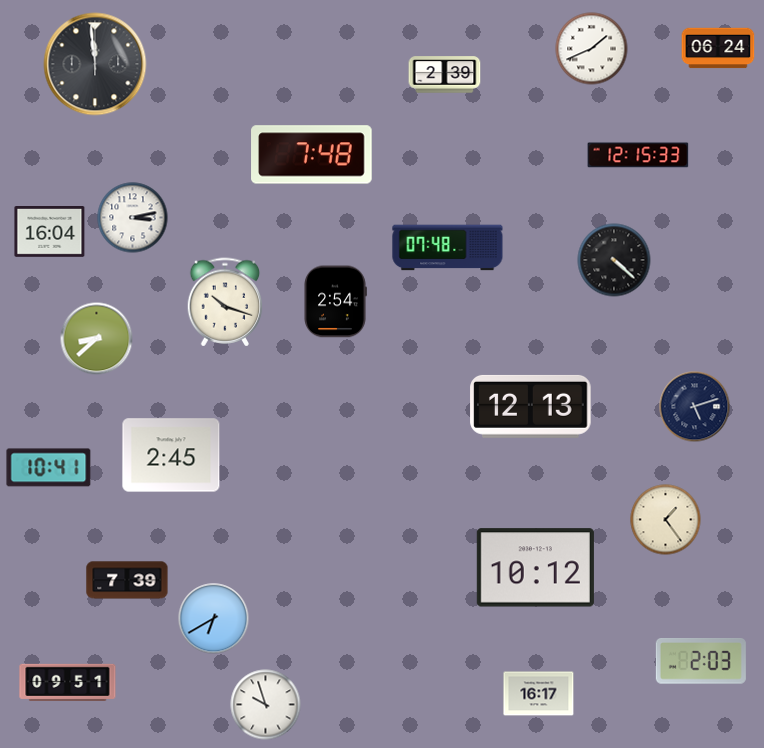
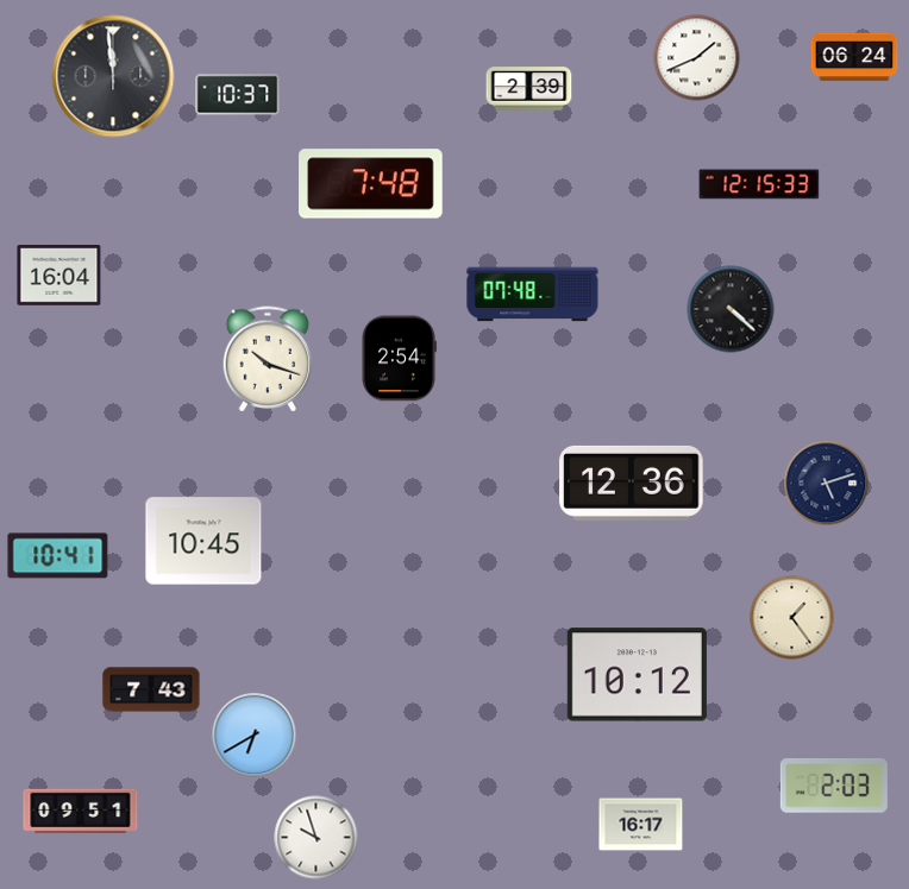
clock at (592, 49) position: (592, 49) -> (697, 58)
clock at (238, 95): none -> 10:37
clock at (133, 218): 3:13 -> none
clock at (97, 339): 8:38 -> none
clock at (531, 406): 12:13 -> 12:36
clock at (171, 455): 2:45 -> 10:45
clock at (127, 580): 7:39 -> 7:43
